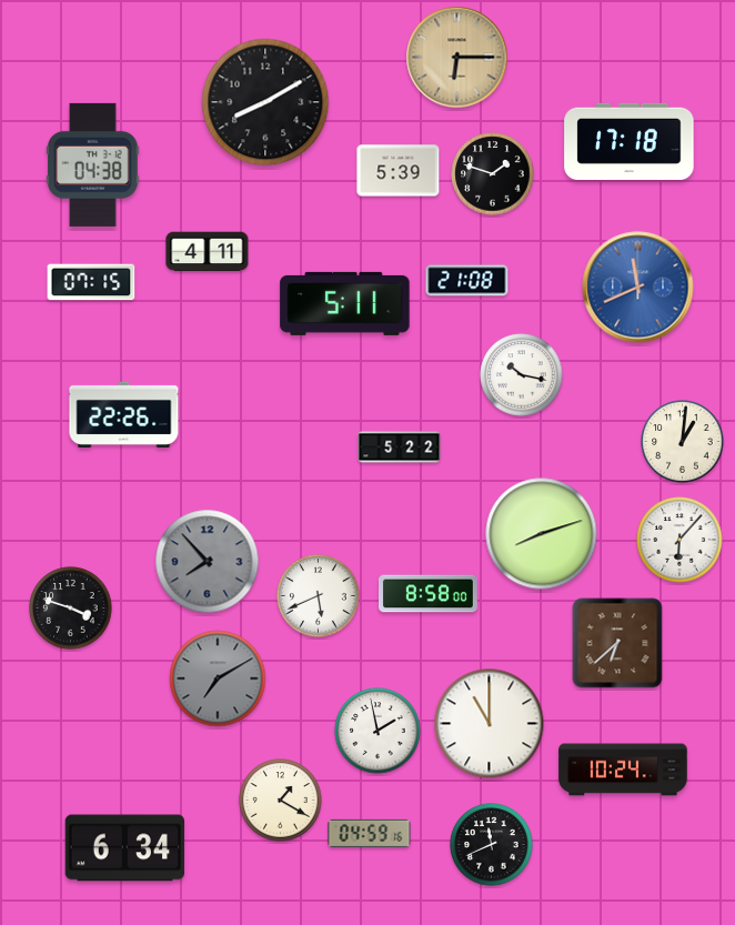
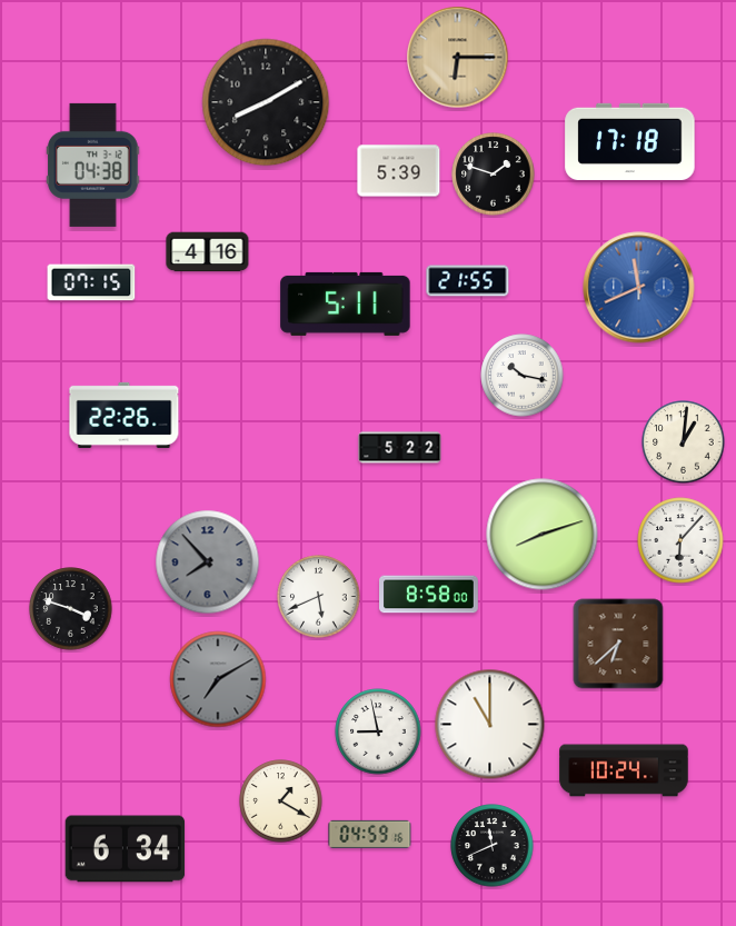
clock at (208, 252): 4:11 -> 4:16
clock at (467, 281): 21:08 -> 21:55
clock at (377, 731): 1:58 -> 8:58
